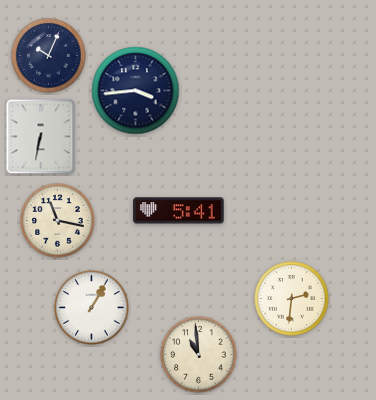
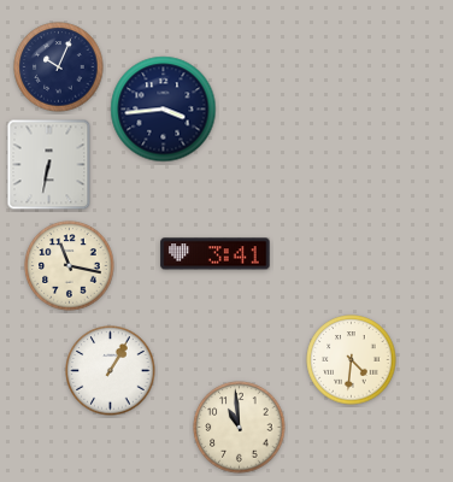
clock at (179, 211): 5:41 -> 3:41
clock at (292, 299): 2:31 -> 4:31
